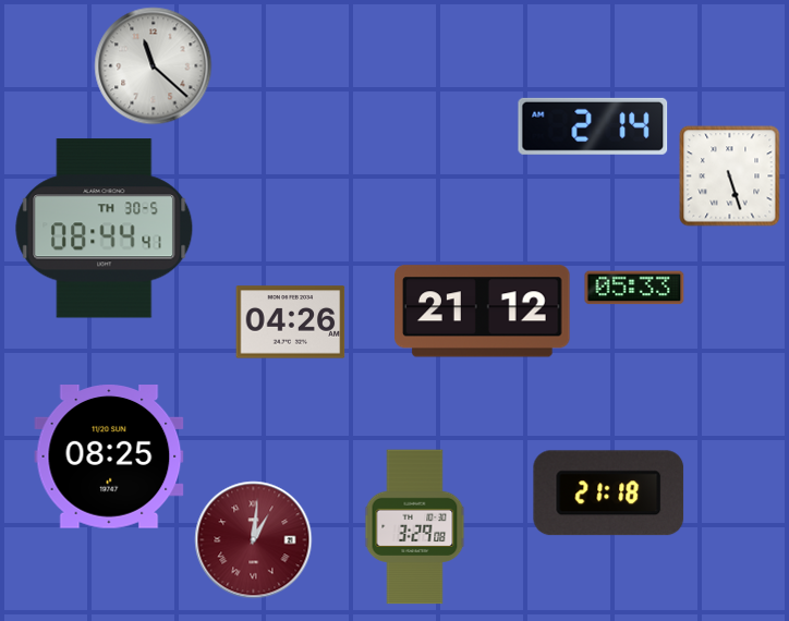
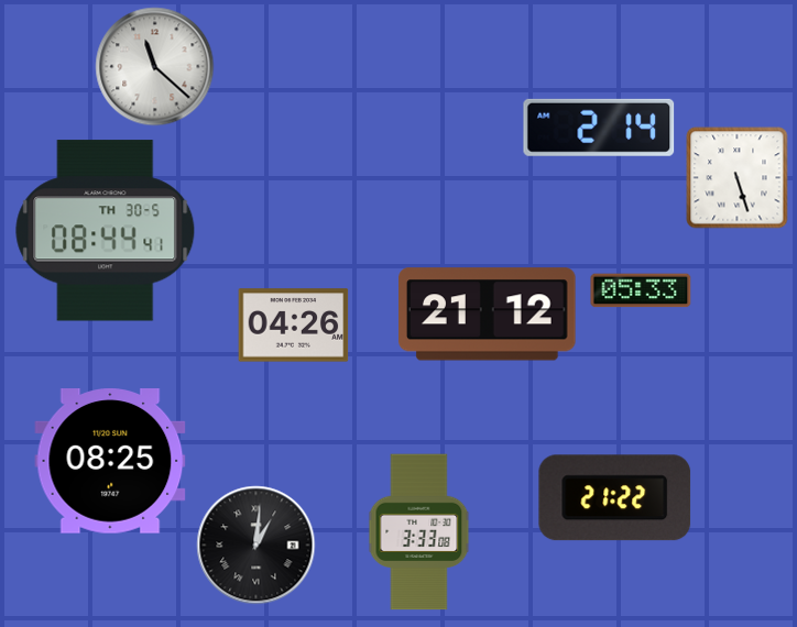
clock at (609, 494): 21:18 -> 21:22
clock at (415, 527): 3:29 -> 3:33
clock at (254, 540) dial: burgundy -> black
